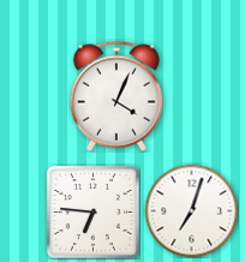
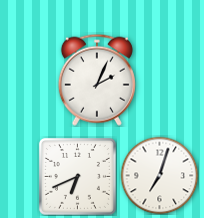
clock at (116, 96): 4:04 -> 2:04
clock at (92, 212): 6:46 -> 6:41
